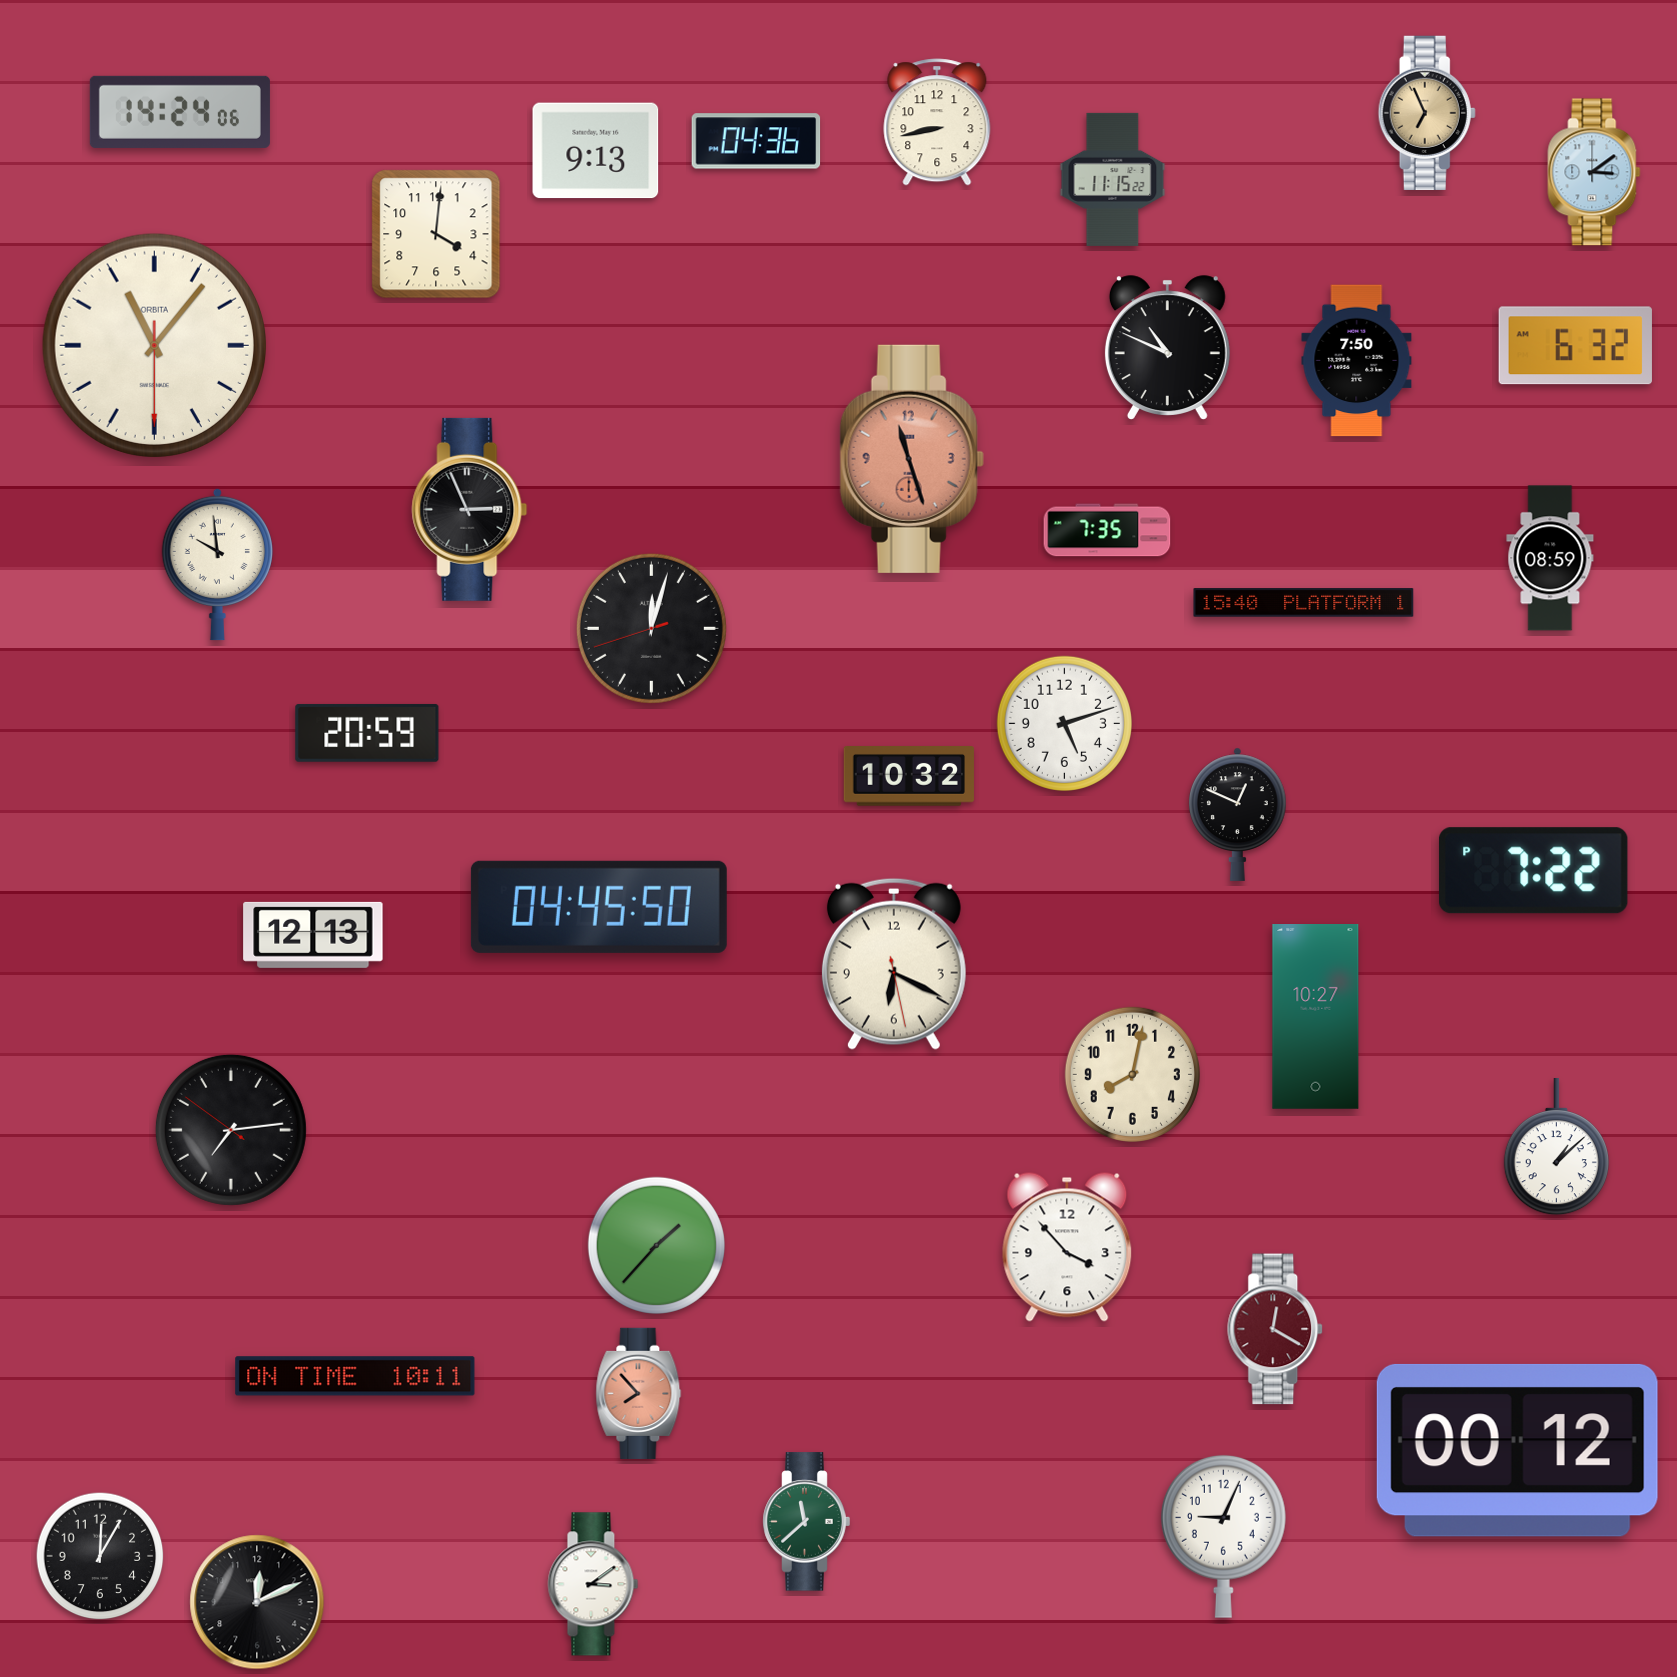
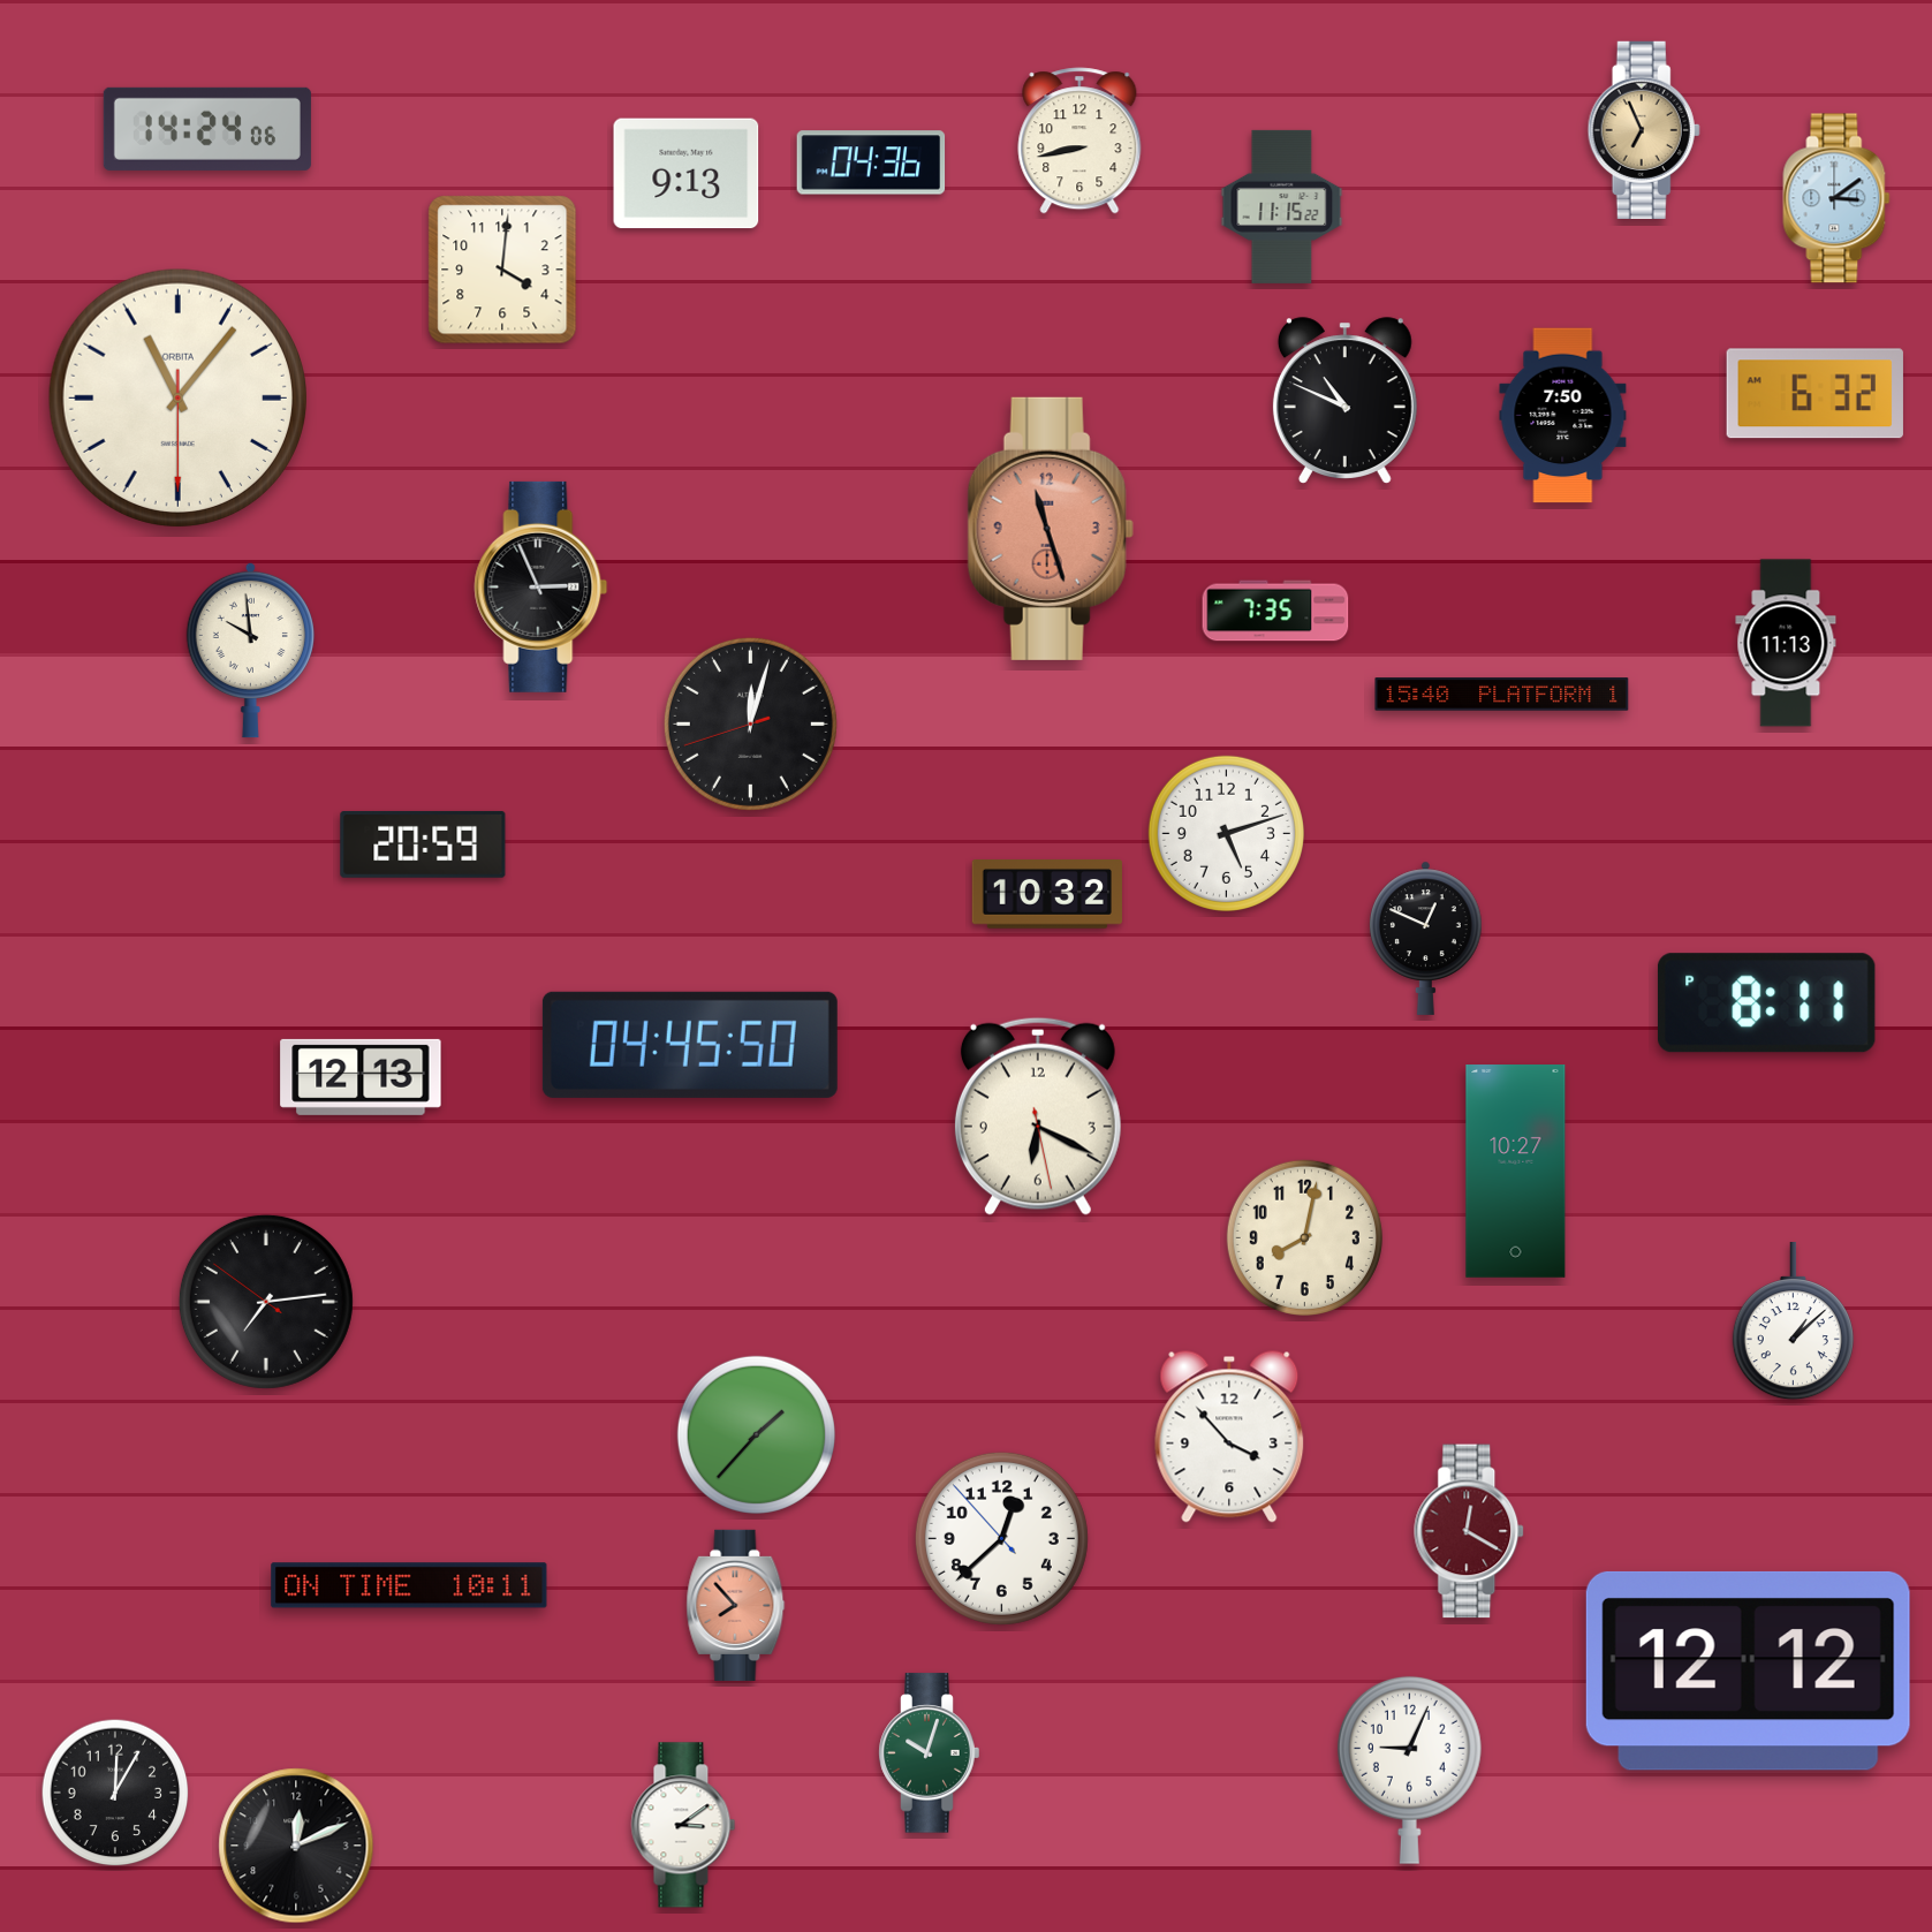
clock at (1575, 346) position: (1575, 346) -> (1814, 394)
clock at (1550, 558): 08:59 -> 11:13
clock at (1533, 871): 7:22 -> 8:11
clock at (894, 964) position: (894, 964) -> (1038, 1116)
clock at (1001, 1538): none -> 12:37
clock at (1517, 1450): 00:12 -> 12:12
clock at (807, 1522): 11:38 -> 10:03
